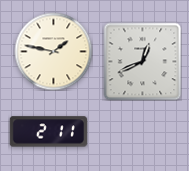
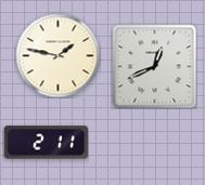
clock at (48, 132) position: (48, 132) -> (46, 143)
